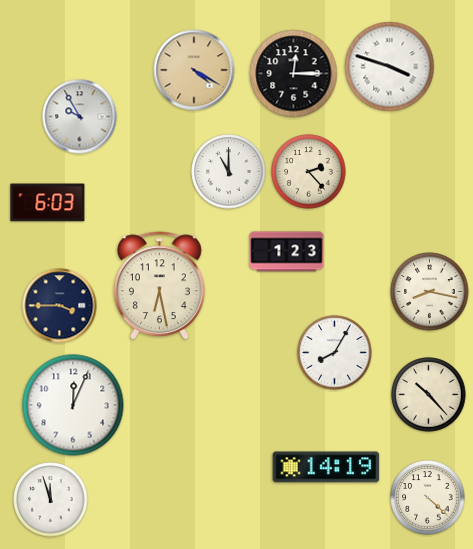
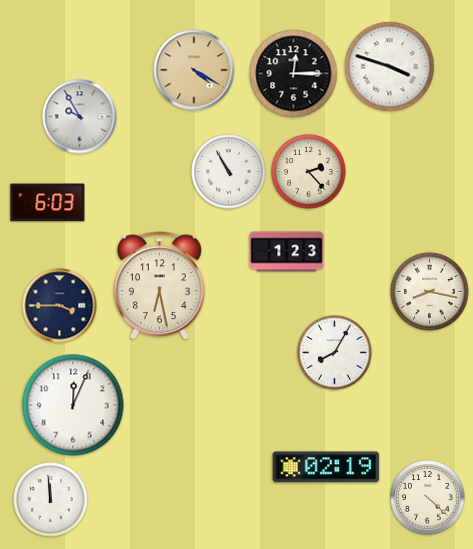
clock at (229, 172): 11:00 -> 10:55
clock at (429, 395): 10:23 -> none
clock at (326, 467): 14:19 -> 02:19
clock at (51, 500): 11:57 -> 11:59
